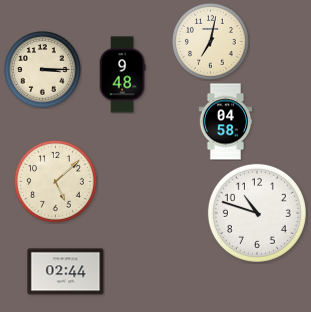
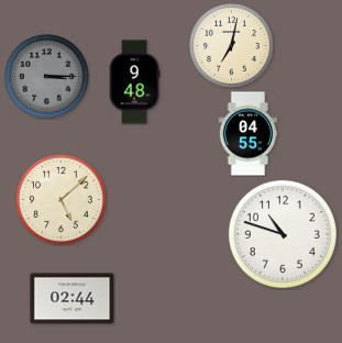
clock at (43, 70) dial: cream -> grey
clock at (226, 122): 04:58 -> 04:55
